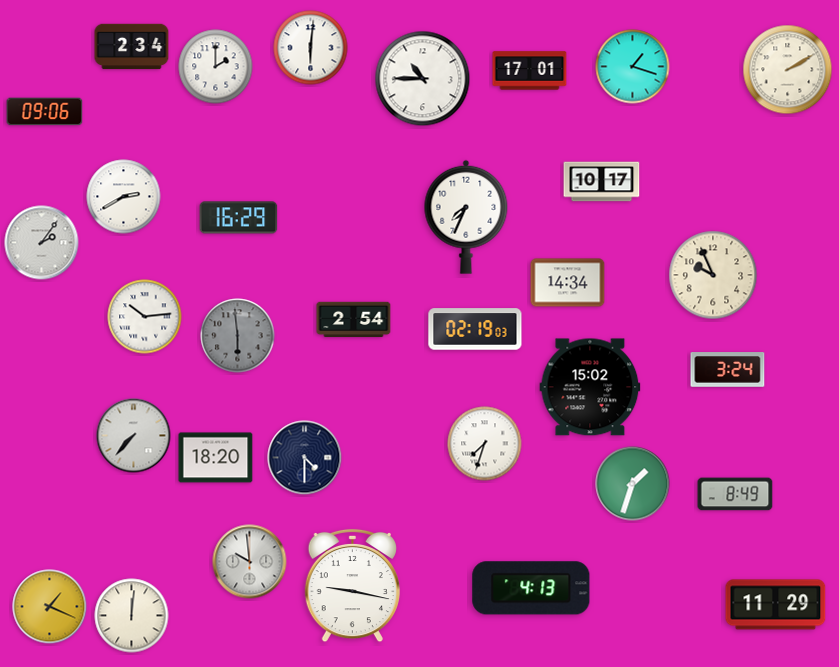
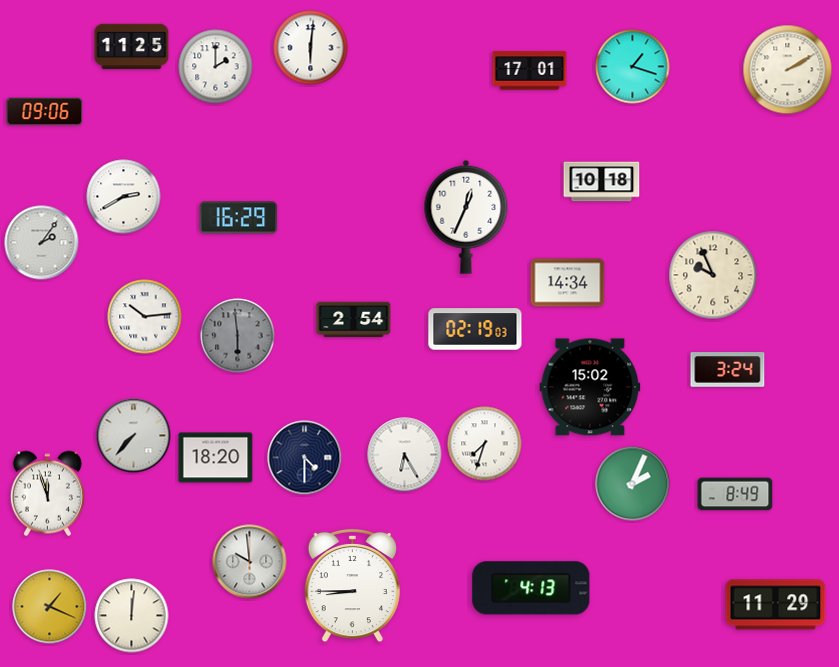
clock at (132, 47): 2:34 -> 11:25
clock at (423, 79): 10:45 -> none
clock at (602, 182): 10:17 -> 10:18
clock at (466, 217): 7:34 -> 12:34
clock at (405, 455): none -> 6:25
clock at (633, 484): 1:33 -> 2:04
clock at (47, 494): none -> 11:57
clock at (352, 586): 9:17 -> 8:45
